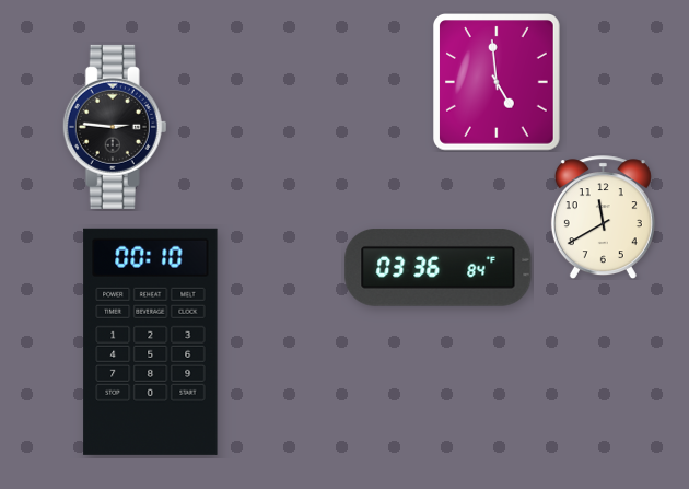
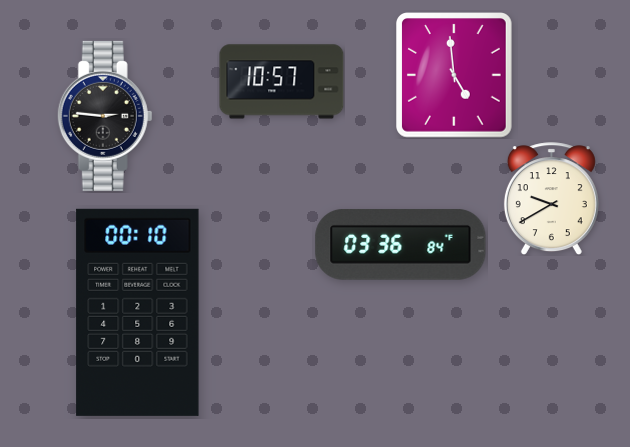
clock at (282, 82): none -> 10:57
clock at (603, 218): 11:40 -> 9:40
